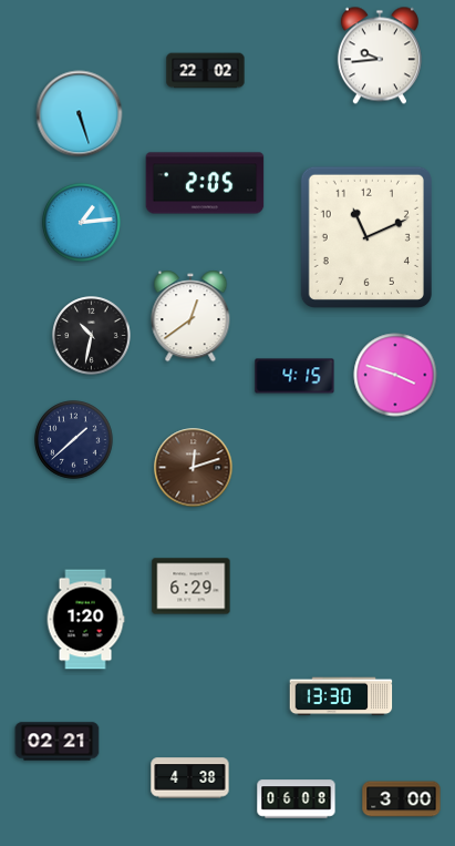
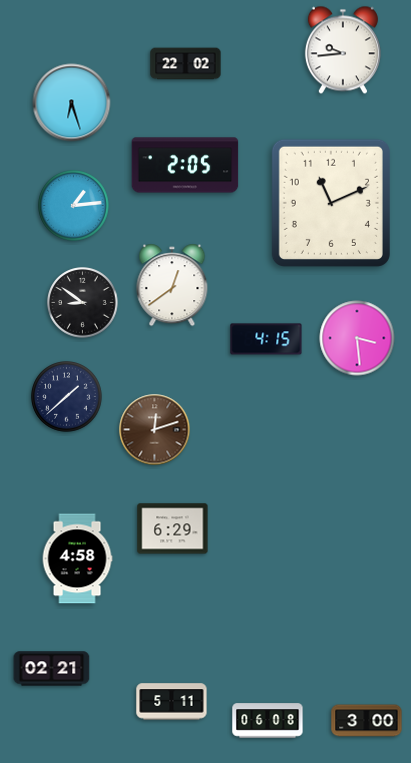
clock at (80, 114): 5:27 -> 6:27
clock at (82, 223) position: (82, 223) -> (74, 206)
clock at (366, 237) position: (366, 237) -> (331, 203)
clock at (92, 336): 10:32 -> 8:51
clock at (395, 375): 3:48 -> 3:29
clock at (194, 468) position: (194, 468) -> (155, 430)
clock at (85, 620): 1:20 -> 4:58
clock at (341, 696): 13:30 -> none
clock at (190, 778): 4:38 -> 5:11
clock at (402, 799) position: (402, 799) -> (367, 721)
